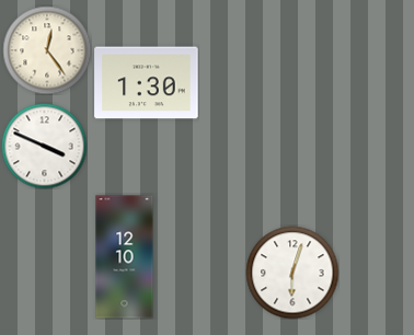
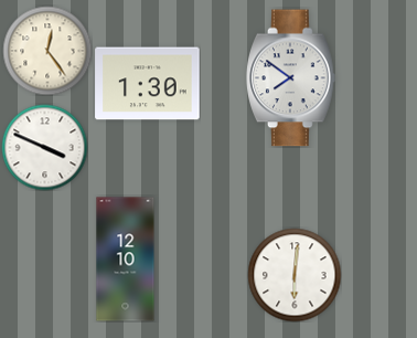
clock at (291, 78): none -> 7:51
clock at (292, 273): 6:03 -> 6:01
